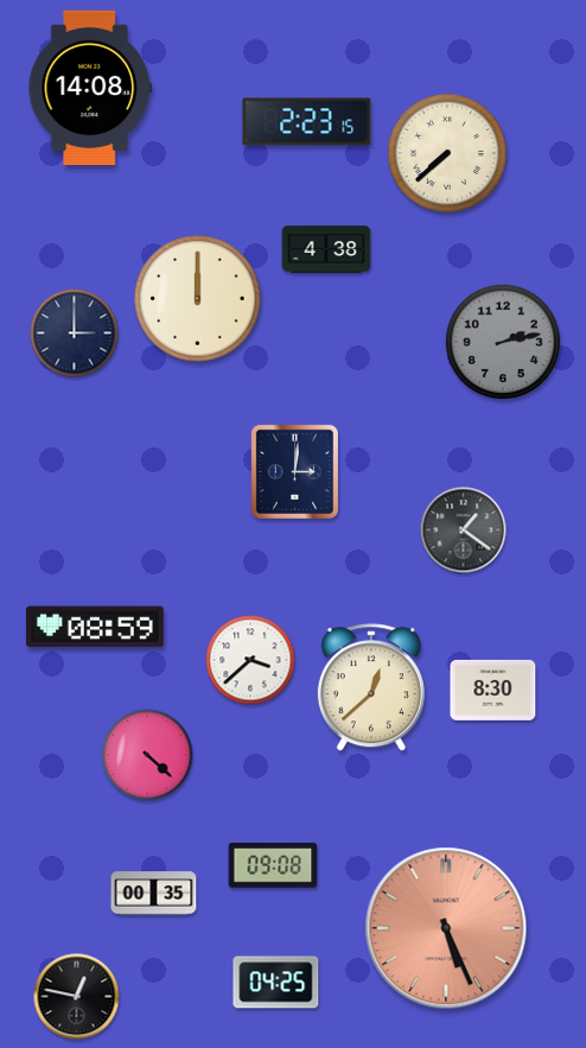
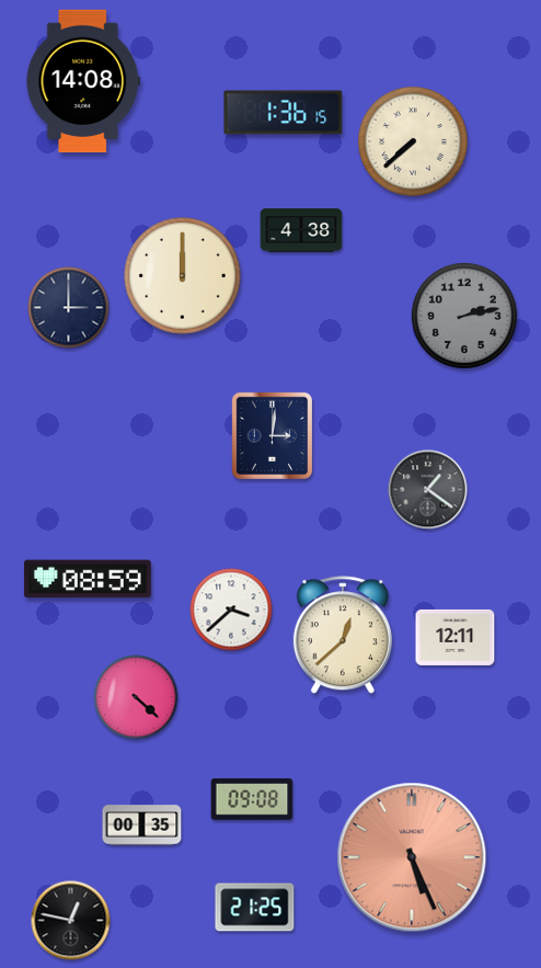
clock at (307, 122): 2:23 -> 1:36
clock at (493, 690): 8:30 -> 12:11
clock at (276, 983): 04:25 -> 21:25
